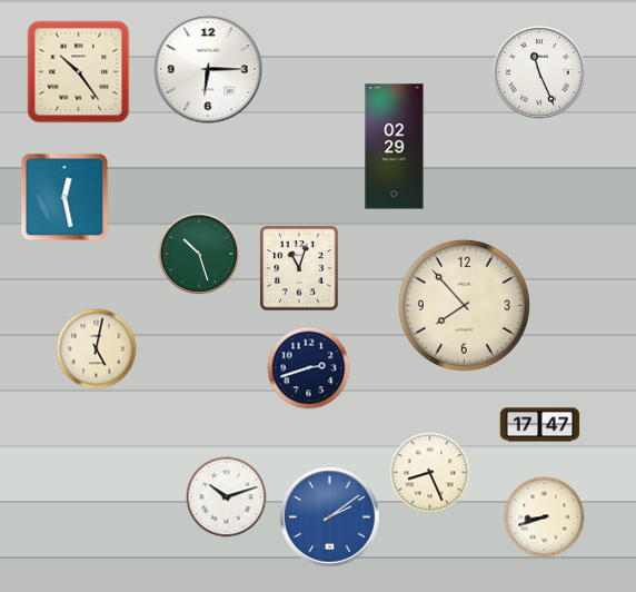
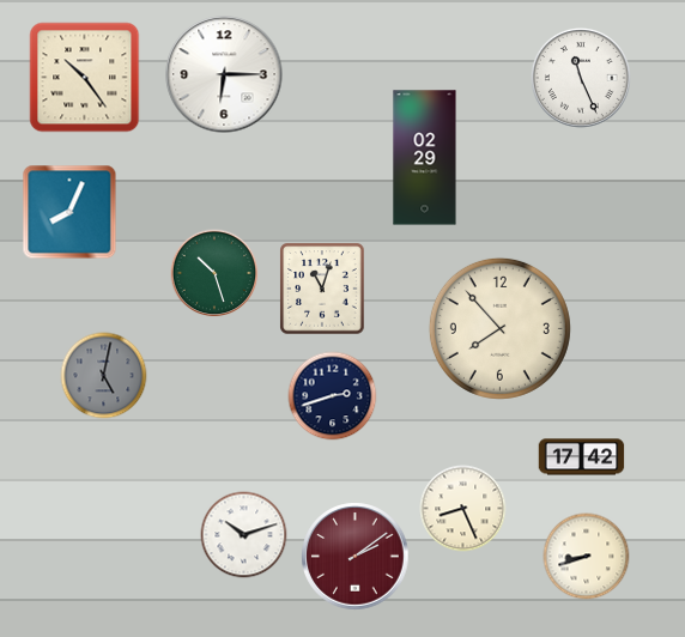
clock at (64, 197): 12:28 -> 8:04
clock at (97, 349) dial: cream -> grey
clock at (540, 425): 17:47 -> 17:42
clock at (330, 517) dial: blue -> burgundy
